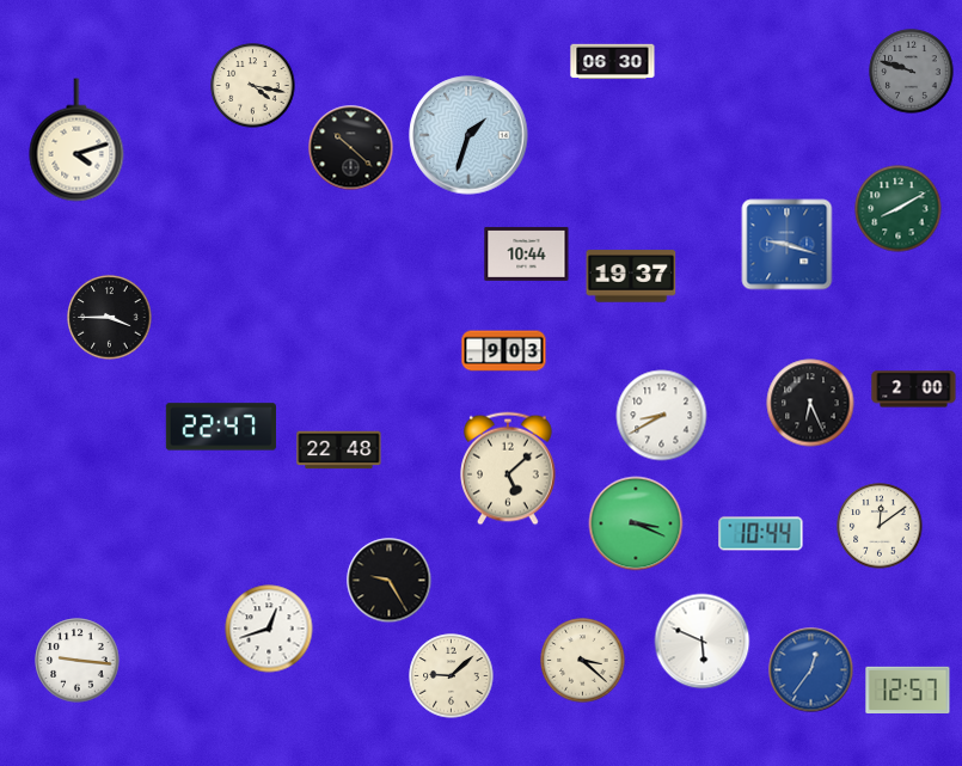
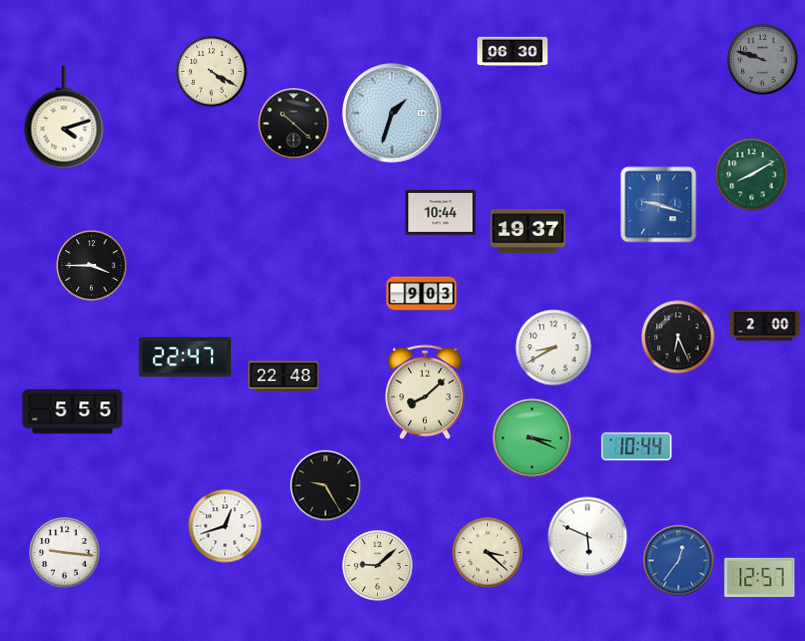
clock at (253, 86): 4:17 -> 4:20
clock at (508, 468): 5:08 -> 8:08
clock at (73, 412): none -> 5:55
clock at (880, 526): 12:09 -> none
